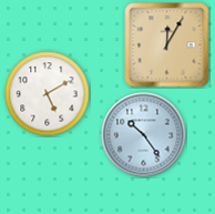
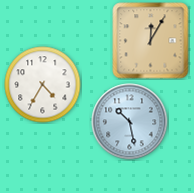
clock at (48, 94): 5:10 -> 4:35
clock at (144, 135): 10:24 -> 10:28
